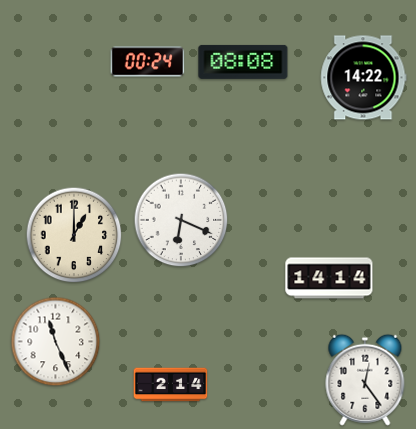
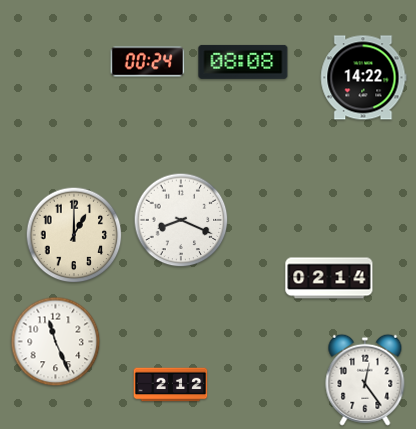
clock at (181, 220): 6:19 -> 8:19
clock at (329, 278): 14:14 -> 02:14
clock at (171, 385): 2:14 -> 2:12
